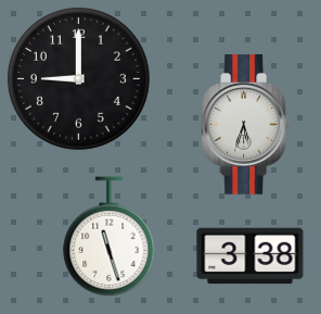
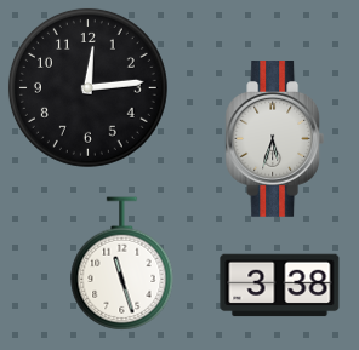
clock at (78, 78): 9:00 -> 12:14
